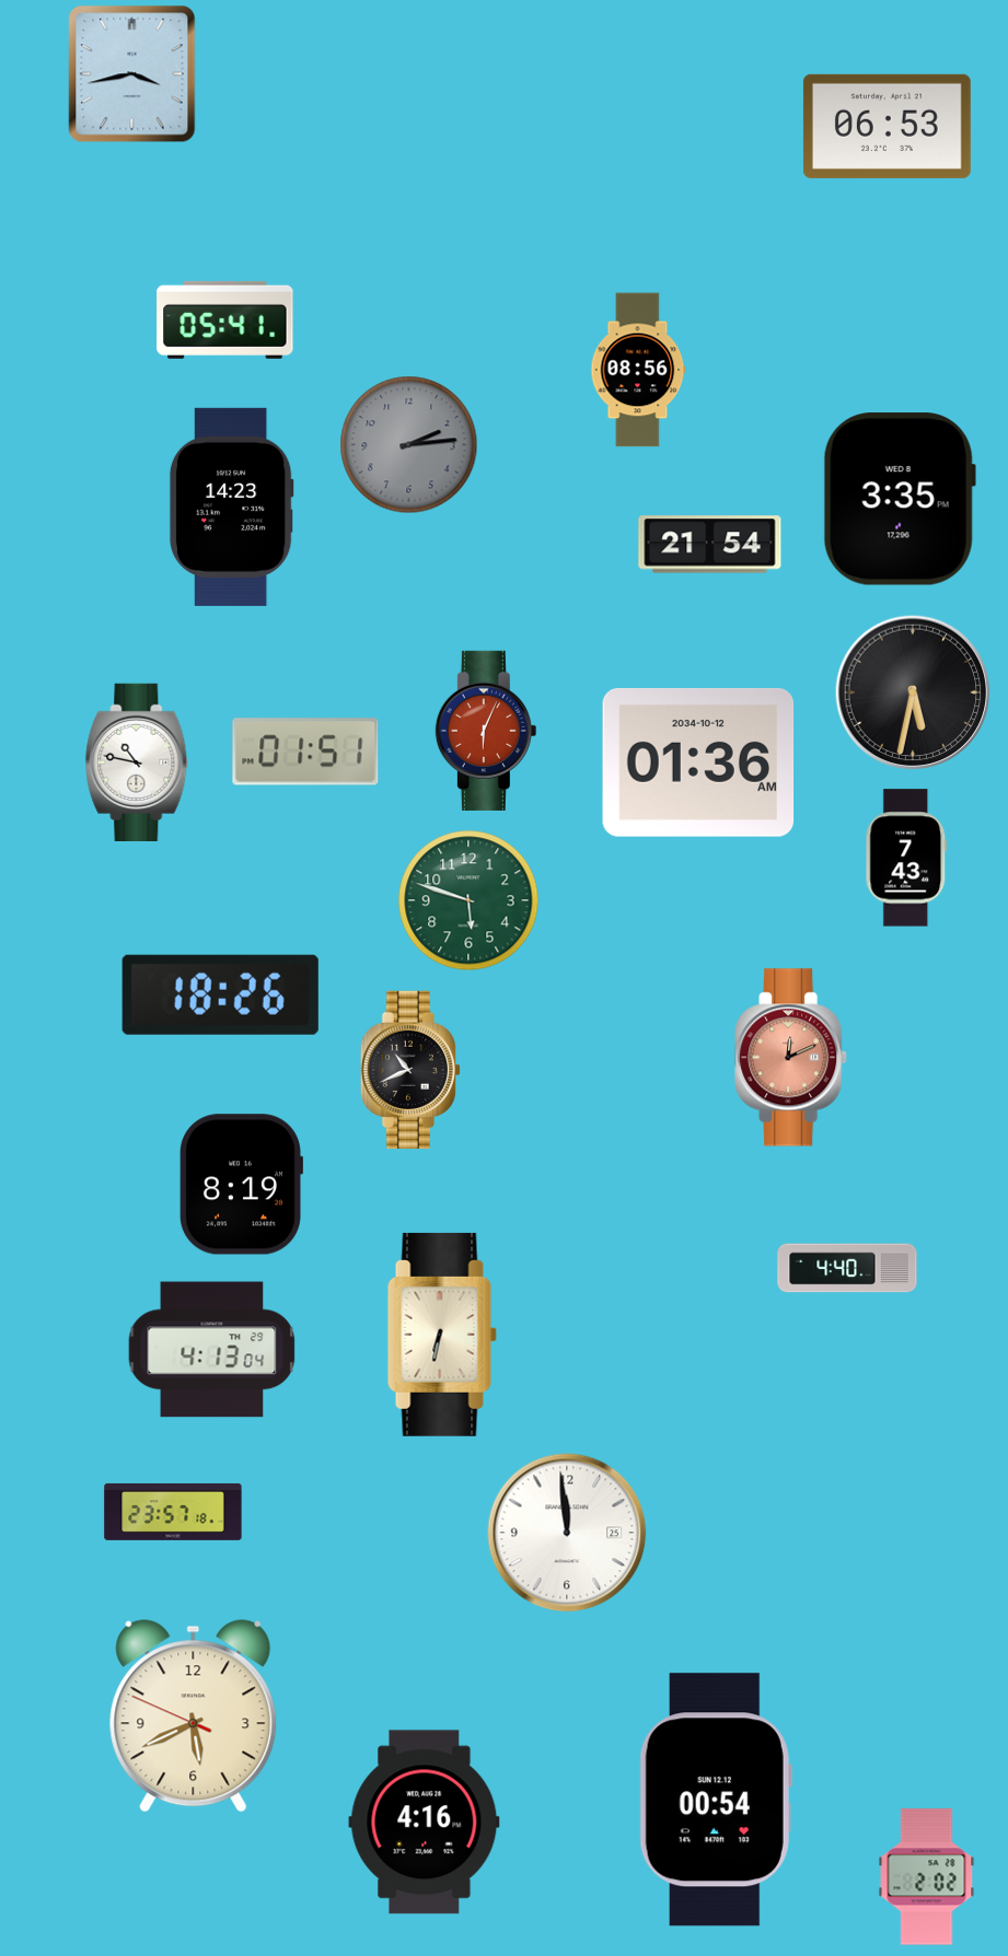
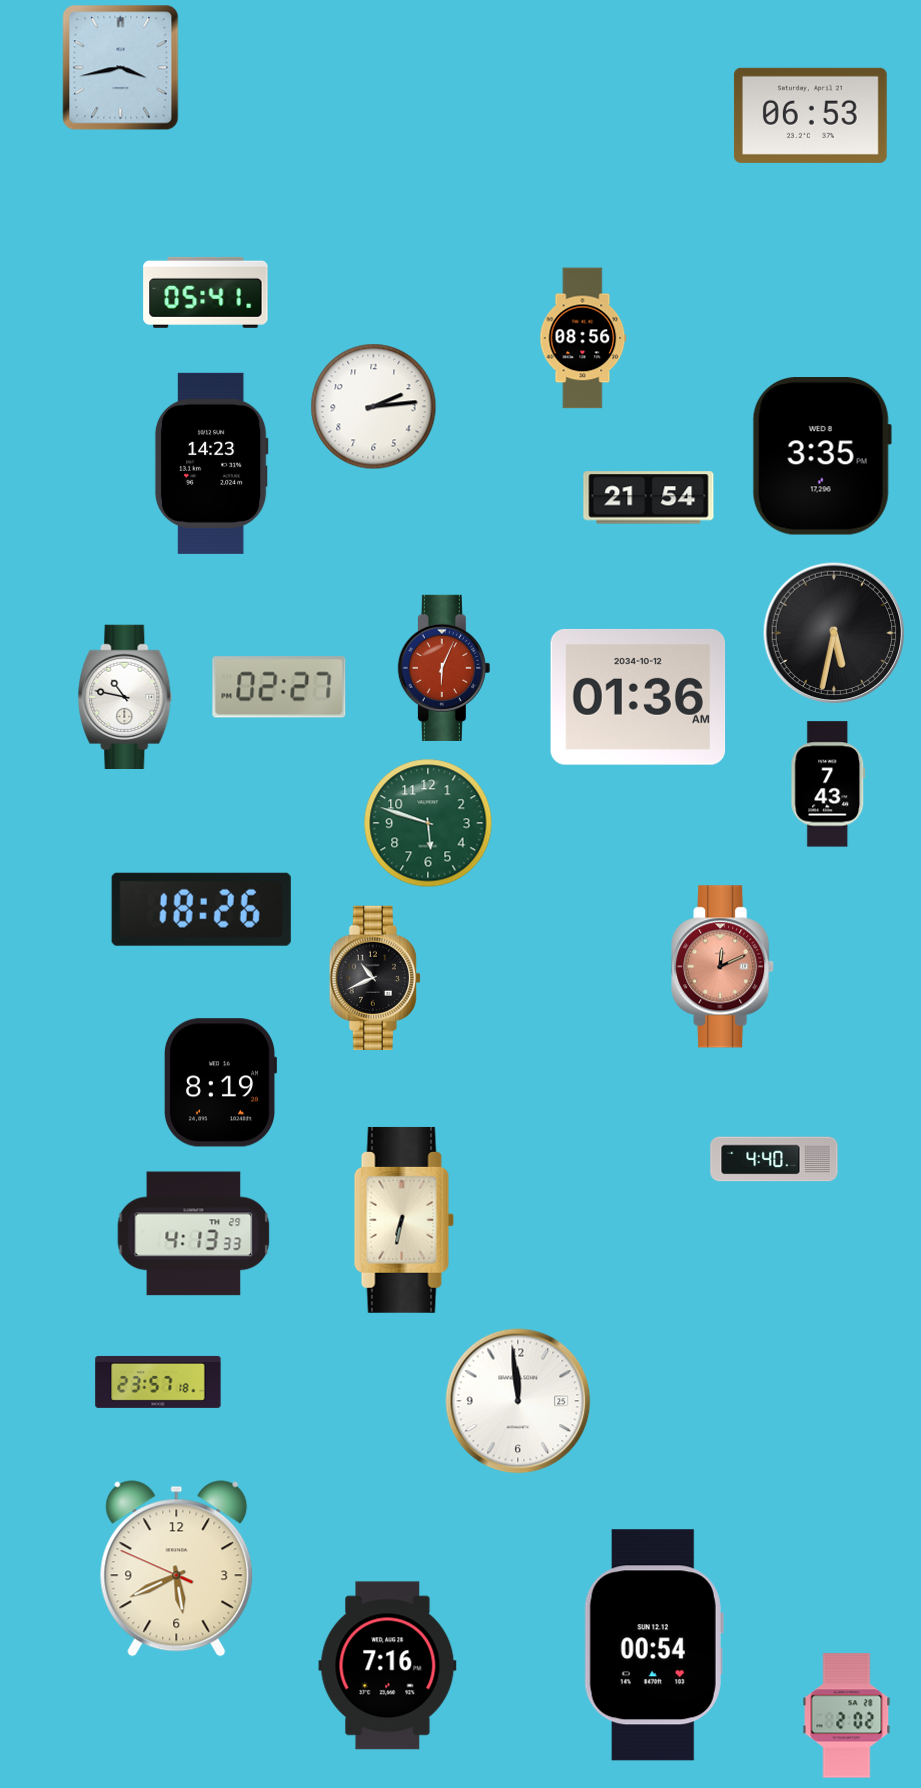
clock at (409, 445) dial: grey -> white
clock at (305, 752): 01:51 -> 02:27
clock at (212, 1350): 4:13:04 -> 4:13:33
clock at (425, 1823): 4:16 -> 7:16
